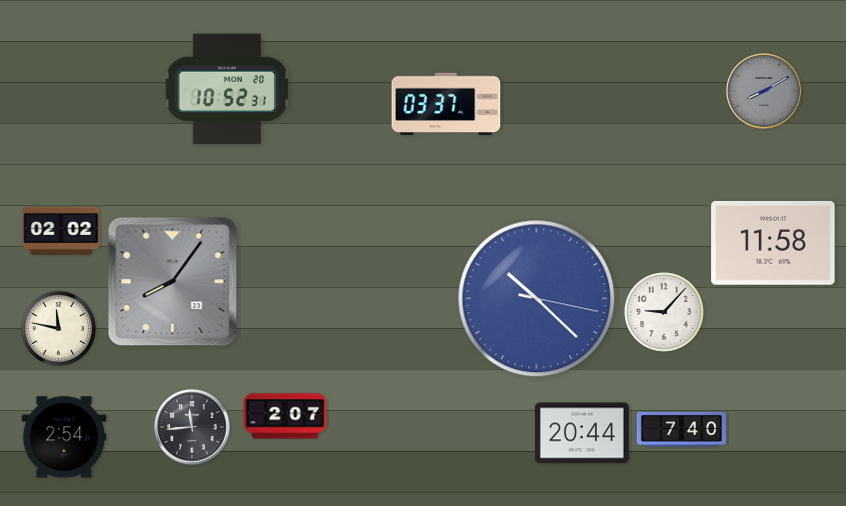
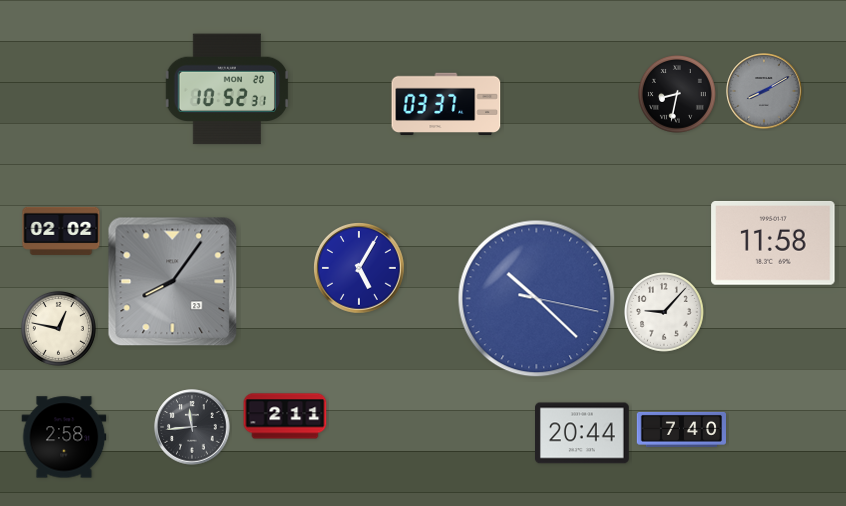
clock at (677, 94): none -> 8:32
clock at (359, 268): none -> 5:05
clock at (58, 328): 11:47 -> 12:47
clock at (285, 416): 2:07 -> 2:11
clock at (64, 437): 2:54 -> 2:58
